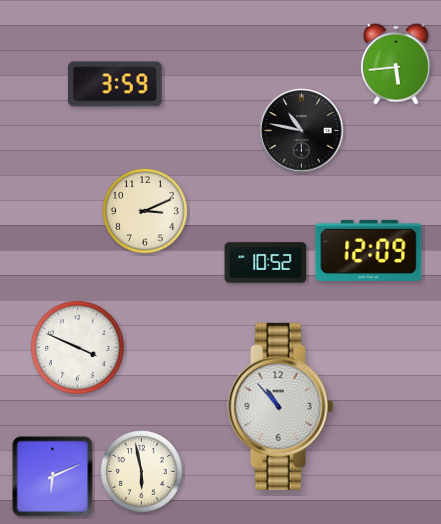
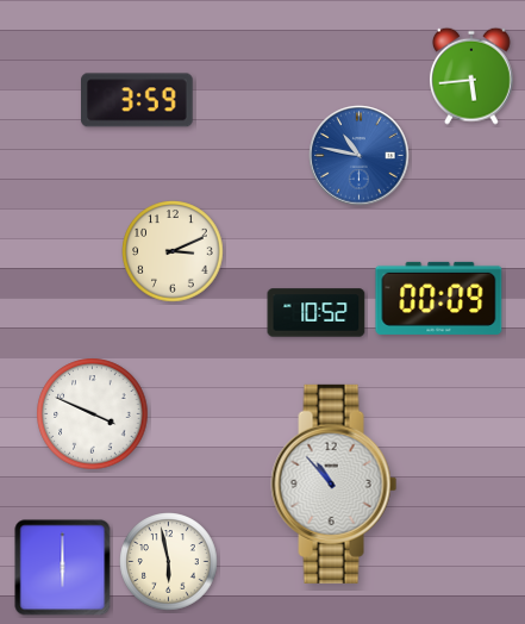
clock at (302, 131) dial: black -> blue
clock at (369, 250): 12:09 -> 00:09
clock at (53, 477): 6:11 -> 6:00
